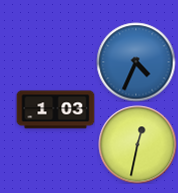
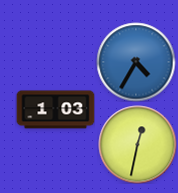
clock at (136, 62): 4:34 -> 4:35
